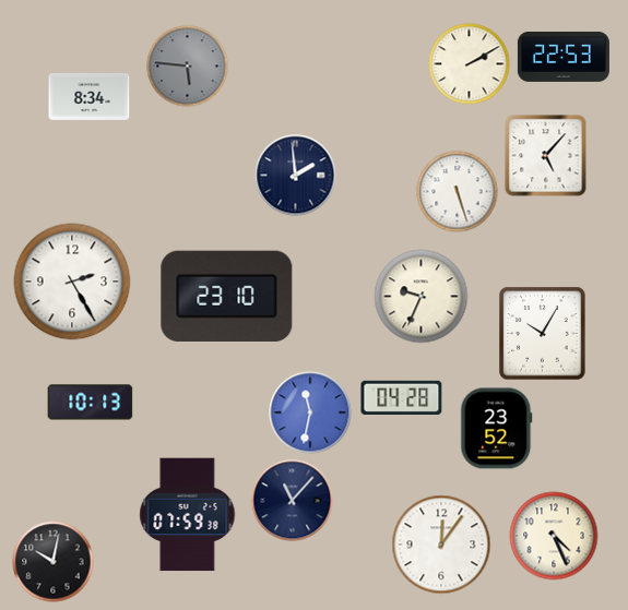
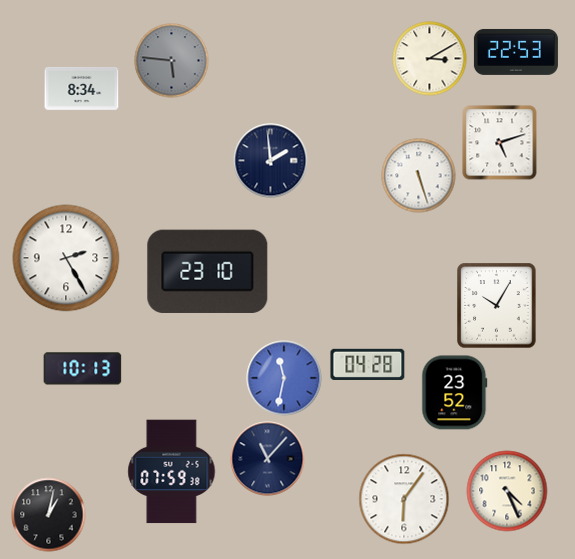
clock at (470, 64): 2:10 -> 3:10
clock at (546, 156): 5:07 -> 5:12
clock at (422, 297): 9:34 -> none
clock at (441, 545): 12:06 -> 6:06
clock at (54, 562): 10:02 -> 1:02
